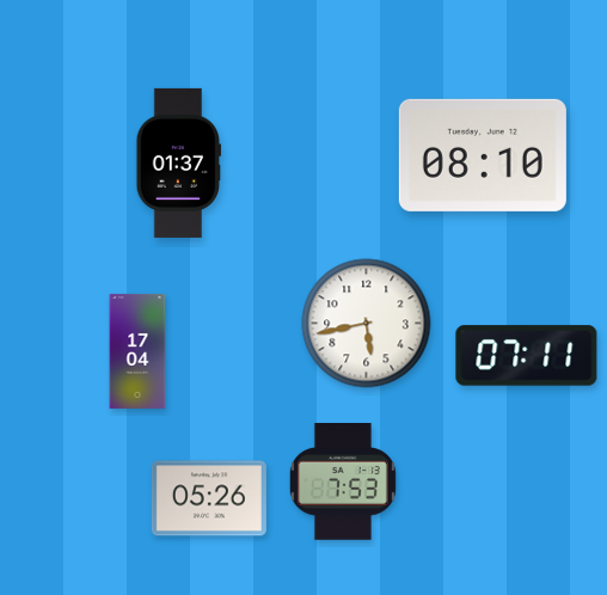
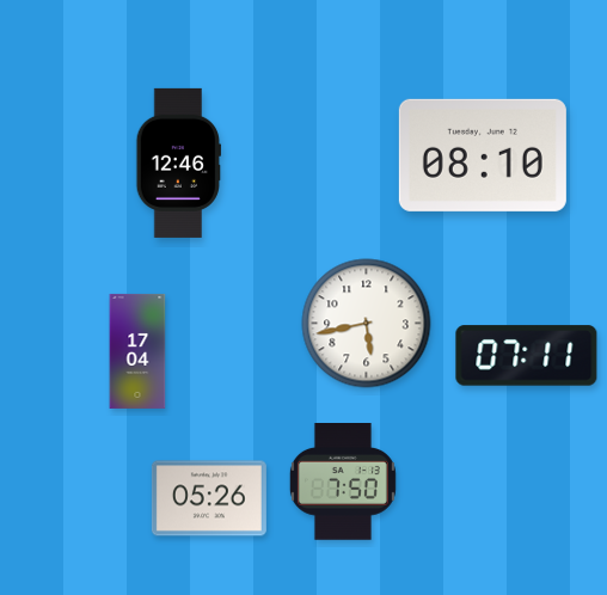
clock at (178, 162): 01:37 -> 12:46
clock at (343, 481): 7:53 -> 7:50
